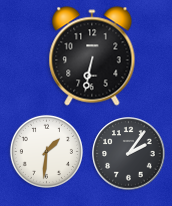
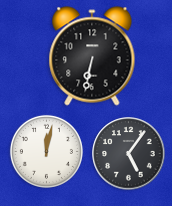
clock at (46, 151): 1:31 -> 12:02
clock at (129, 154): 2:06 -> 5:06
